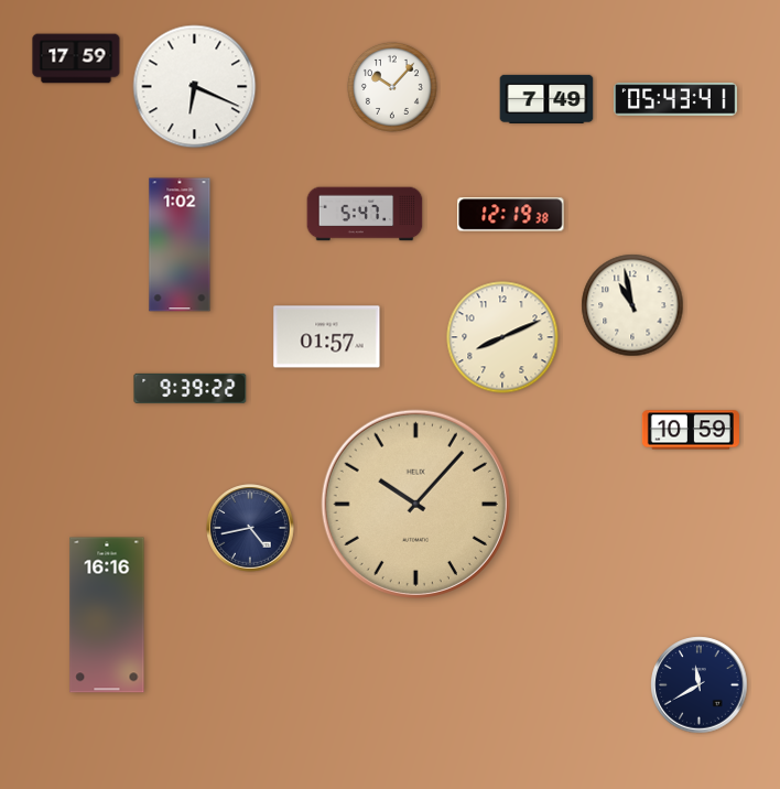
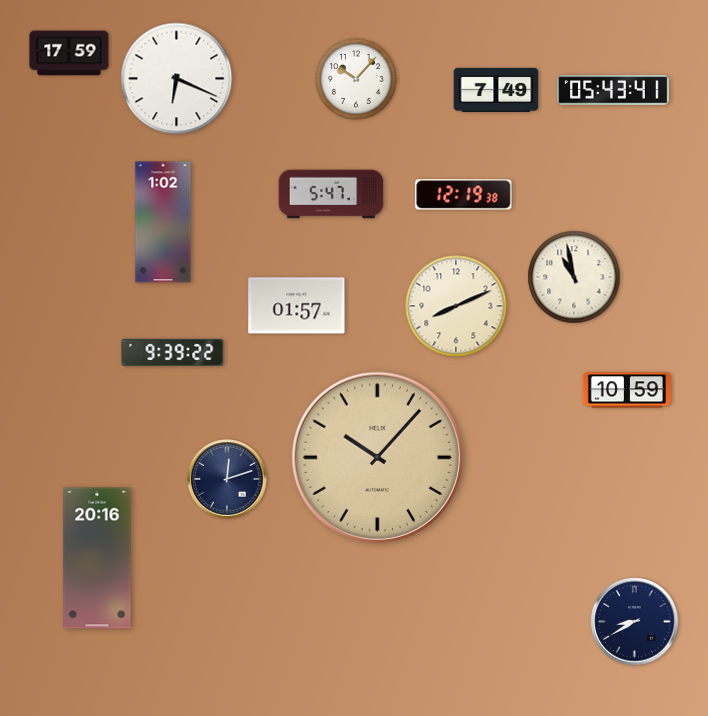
clock at (250, 528): 4:43 -> 12:12
clock at (107, 615): 16:16 -> 20:16
clock at (700, 685): 11:40 -> 8:40
